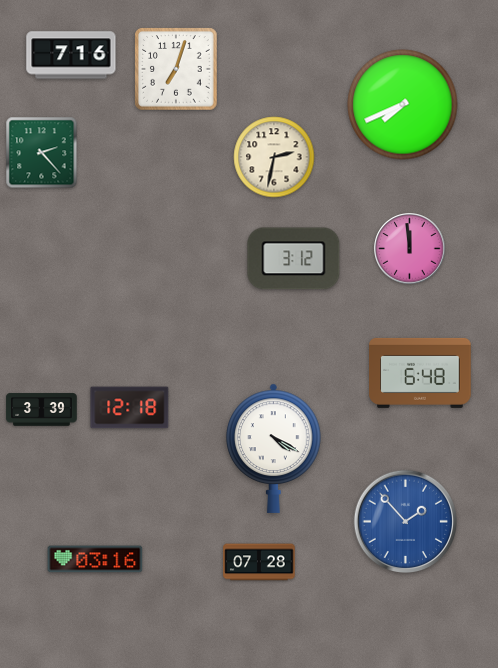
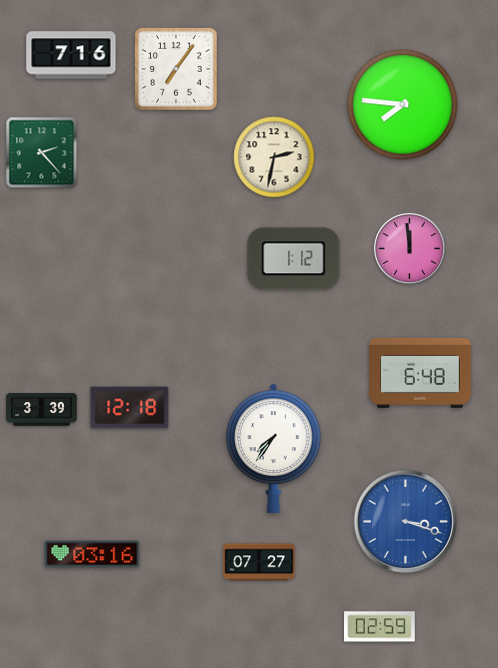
clock at (176, 69): 7:03 -> 7:06
clock at (403, 105): 7:41 -> 7:46
clock at (294, 259): 3:12 -> 1:12
clock at (274, 448): 4:20 -> 7:36
clock at (405, 521): 1:53 -> 3:18
clock at (95, 559) position: (95, 559) -> (92, 554)
clock at (259, 562): 07:28 -> 07:27
clock at (380, 627): none -> 02:59
